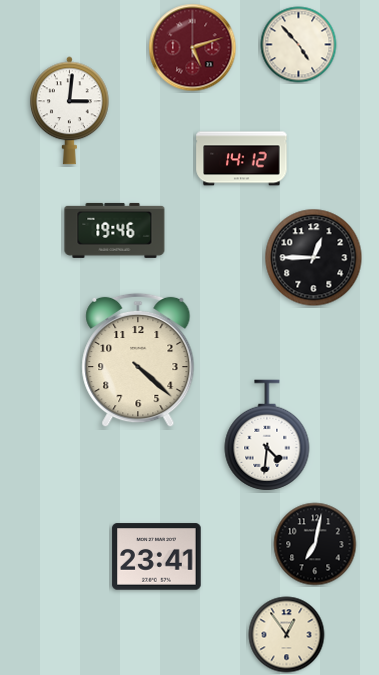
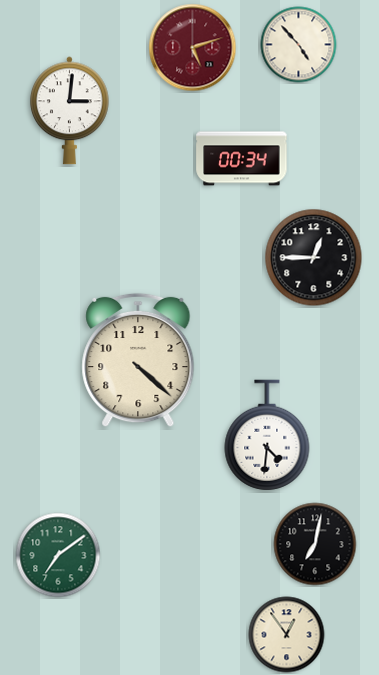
clock at (242, 159): 14:12 -> 00:34
clock at (115, 230): 19:46 -> none
clock at (58, 555): none -> 7:09
clock at (157, 557): 23:41 -> none
